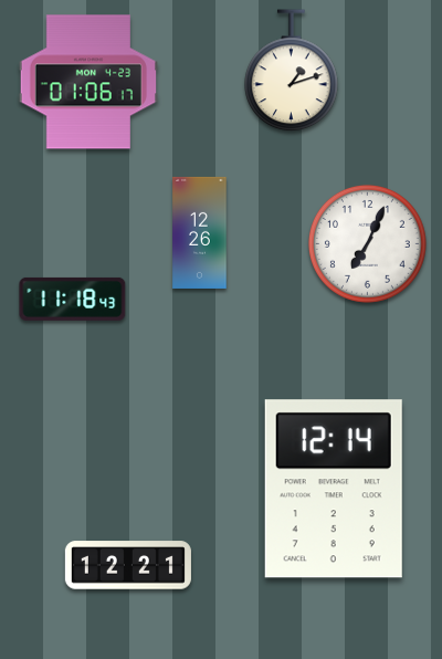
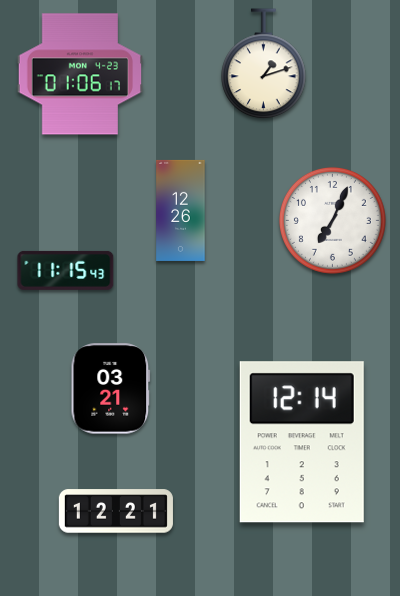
clock at (73, 299): 11:18 -> 11:15
clock at (111, 389): none -> 03:21
